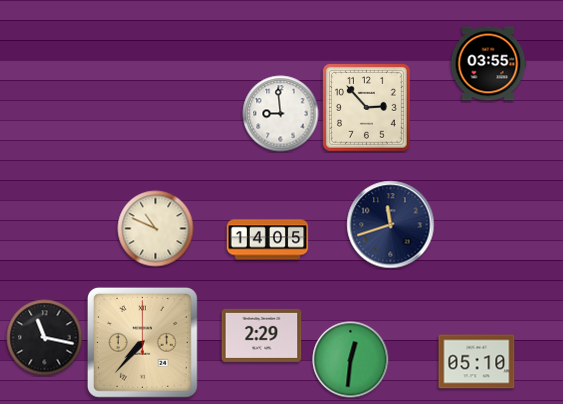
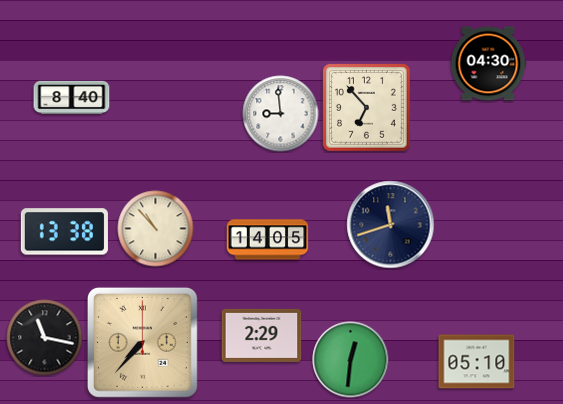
clock at (488, 64): 03:55 -> 04:30
clock at (72, 98): none -> 8:40
clock at (367, 108): 2:53 -> 6:53
clock at (156, 229): 10:49 -> 10:53
clock at (64, 232): none -> 13:38
